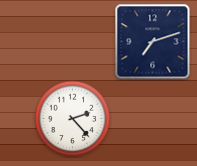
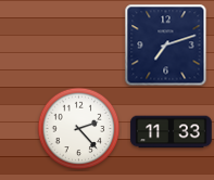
clock at (172, 132): none -> 11:33
